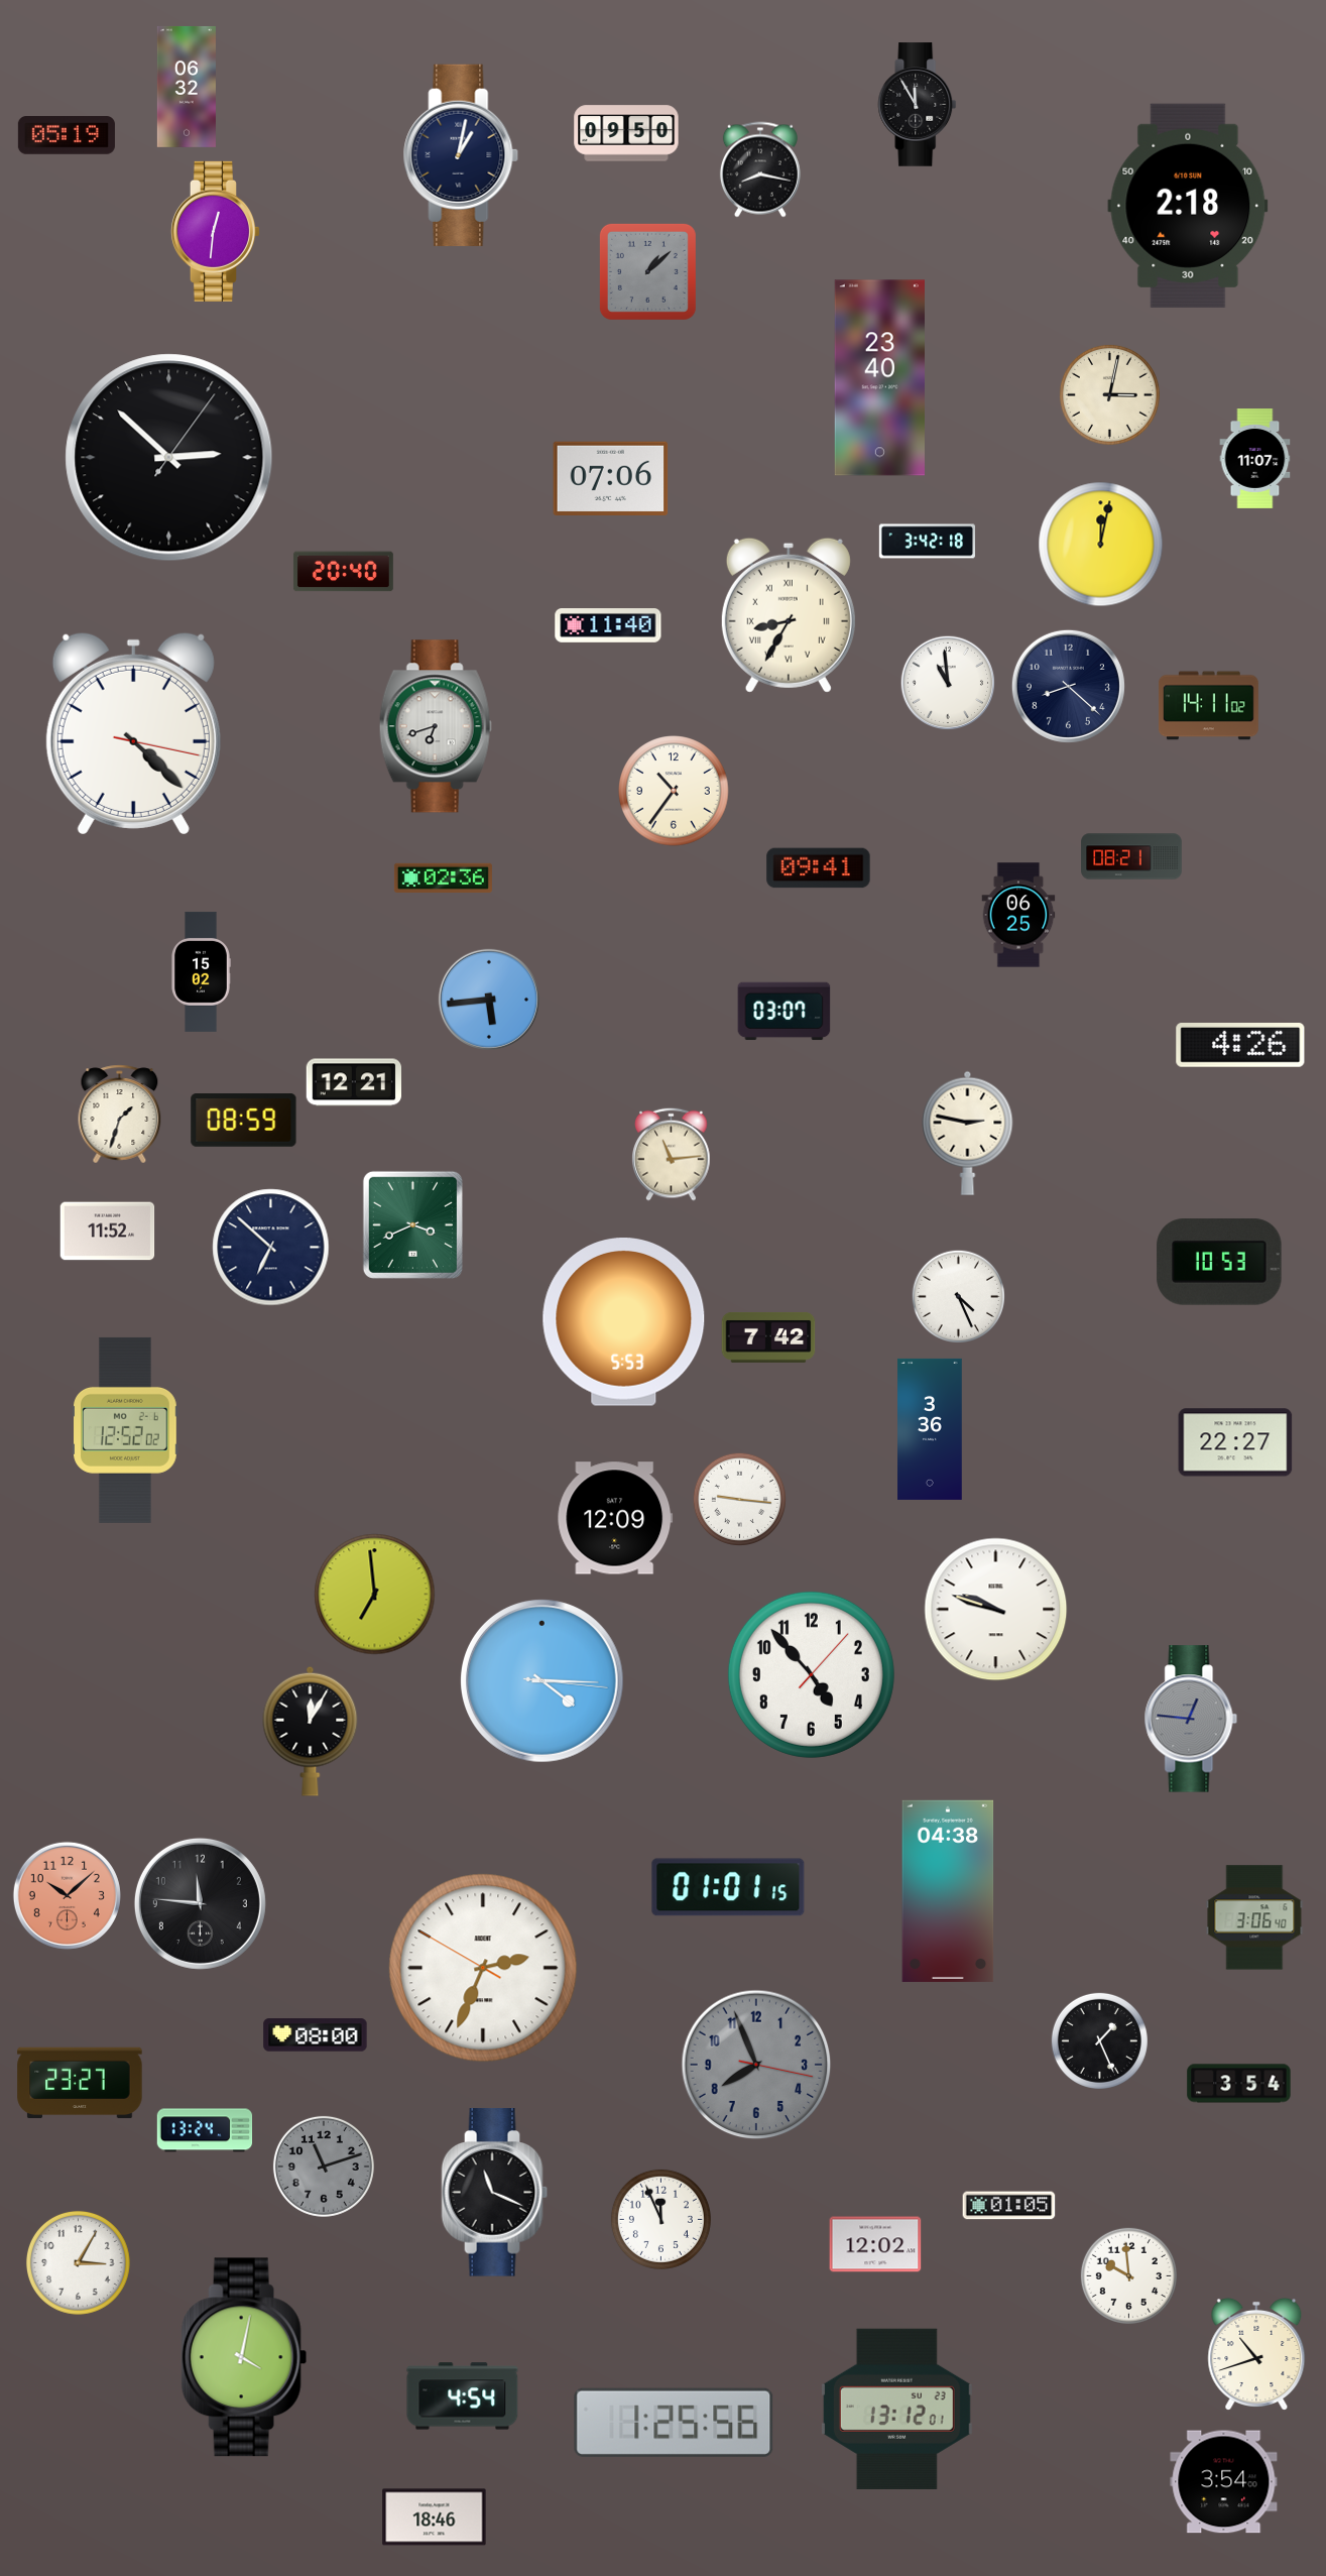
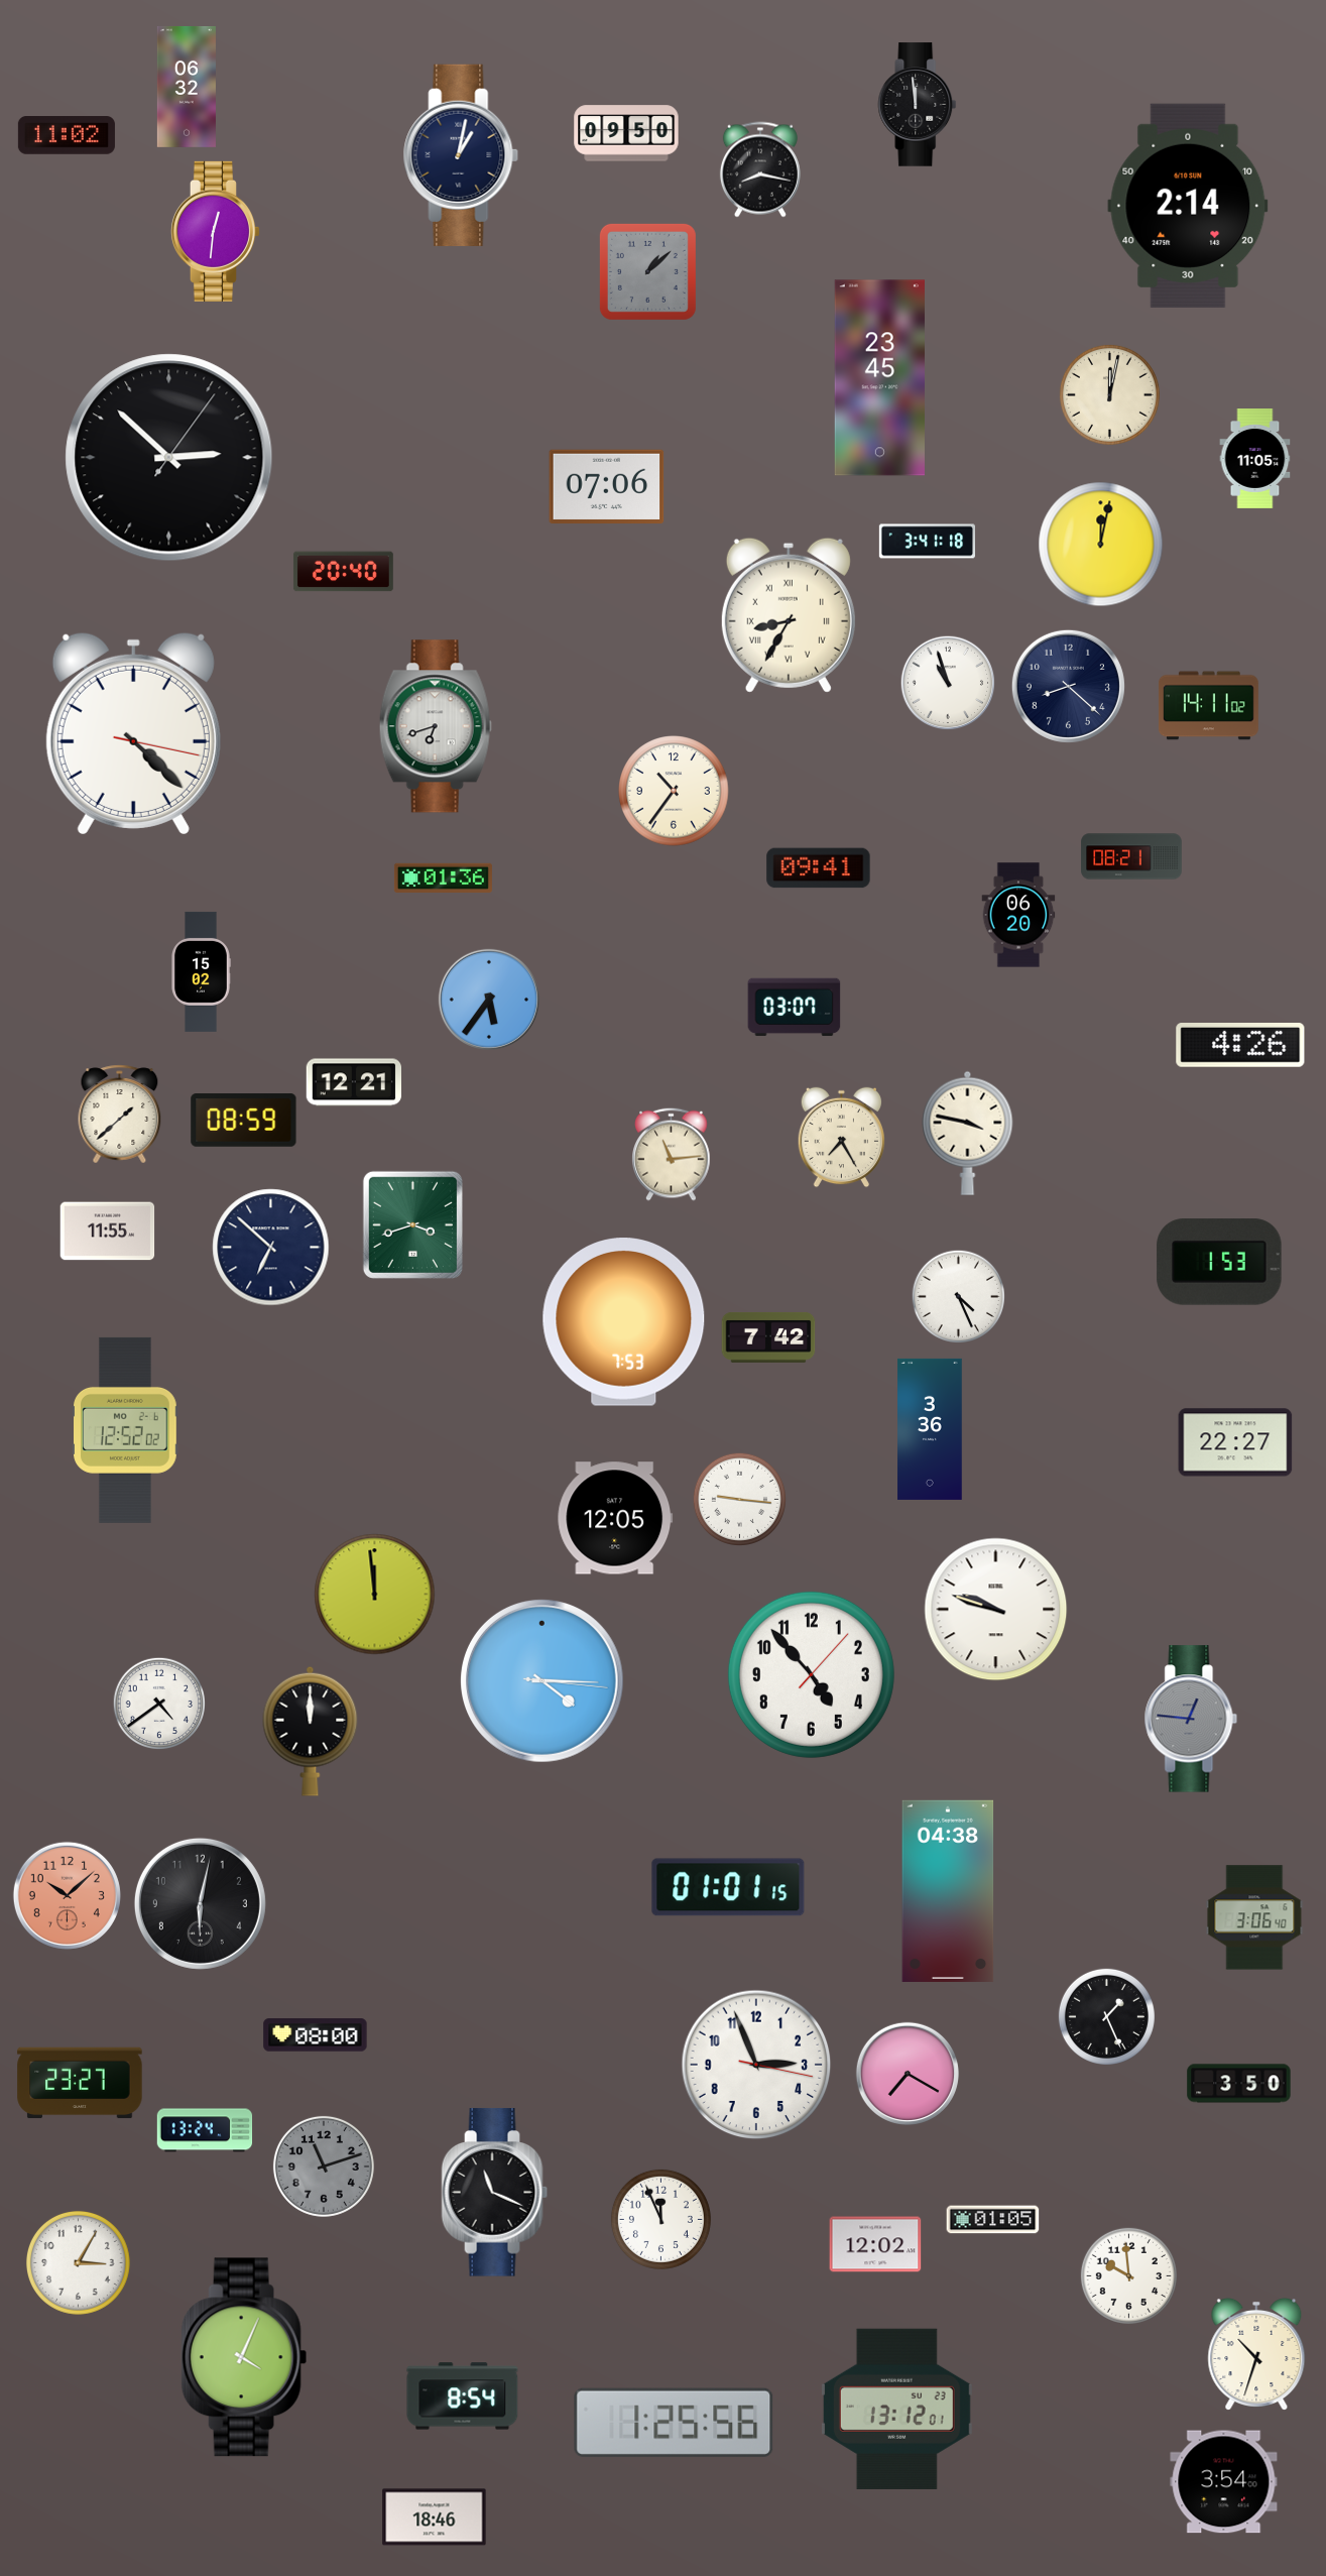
clock at (918, 105): 11:55 -> 11:59
clock at (67, 135): 05:19 -> 11:02
clock at (1188, 206): 2:18 -> 2:14
clock at (879, 378): 23:40 -> 23:45
clock at (1109, 394): 3:02 -> 12:02
clock at (1255, 459): 11:07 -> 11:05
clock at (611, 478) position: (611, 478) -> (607, 486)
clock at (927, 542): 3:42 -> 3:41
clock at (608, 626): 11:40 -> none
clock at (948, 683): 10:59 -> 10:57
clock at (443, 877): 02:36 -> 01:36
clock at (1018, 915): 06:25 -> 06:20
clock at (488, 1000): 5:44 -> 5:36
clock at (785, 1012) position: (785, 1012) -> (795, 1008)
clock at (120, 1115): 1:33 -> 1:38
clock at (968, 1133): 2:47 -> 3:47
clock at (841, 1138): none -> 7:25
clock at (412, 1224): 3:41 -> 3:42
clock at (108, 1232): 11:52 -> 11:55
clock at (1219, 1262): 10:53 -> 1:53
clock at (624, 1322): 5:53 -> 7:53
clock at (615, 1518): 12:09 -> 12:05
clock at (375, 1595): 6:59 -> 11:59
clock at (159, 1704): none -> 4:39
clock at (311, 1731): 12:05 -> 12:00
clock at (200, 1903): 11:46 -> 6:02
clock at (483, 1968): 2:33 -> none
clock at (1099, 2040) position: (1099, 2040) -> (1106, 2016)
clock at (756, 2065): 7:56 -> 2:56
clock at (756, 2065) dial: grey -> white
clock at (908, 2074): none -> 7:20
clock at (1239, 2084): 3:54 -> 3:50
clock at (1009, 2206) position: (1009, 2206) -> (993, 2220)
clock at (1256, 2354): 10:42 -> 10:33
clock at (244, 2357): 4:02 -> 4:04
clock at (463, 2396): 4:54 -> 8:54
